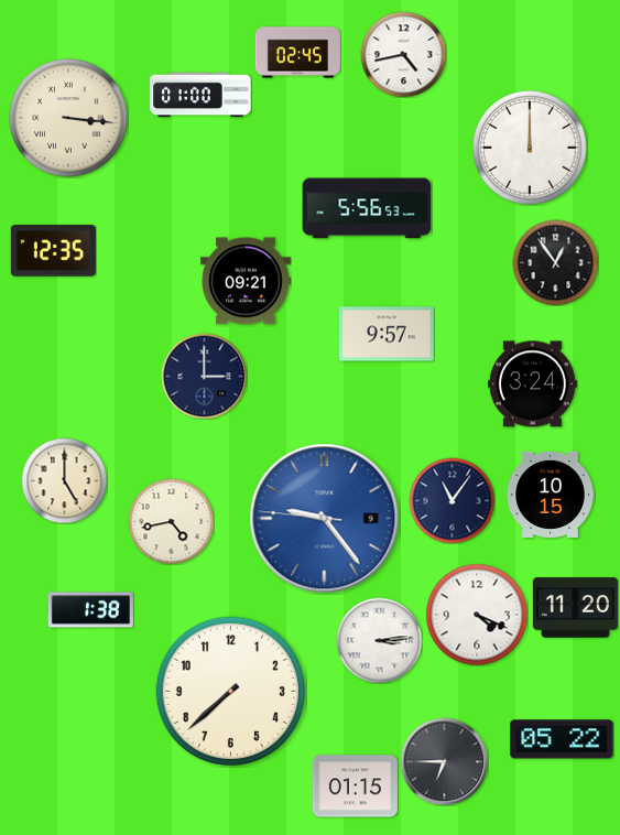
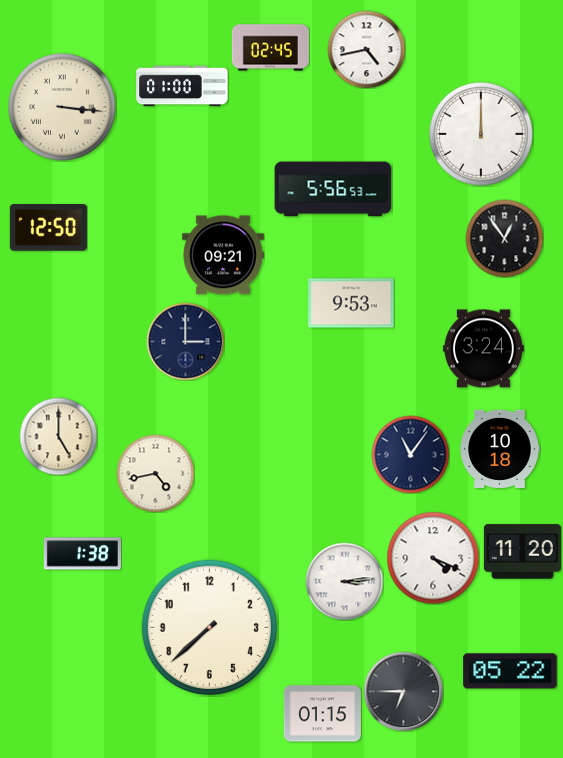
clock at (53, 251): 12:35 -> 12:50
clock at (387, 334): 9:57 -> 9:53
clock at (551, 495): 10:15 -> 10:18
clock at (325, 519): 9:23 -> none
